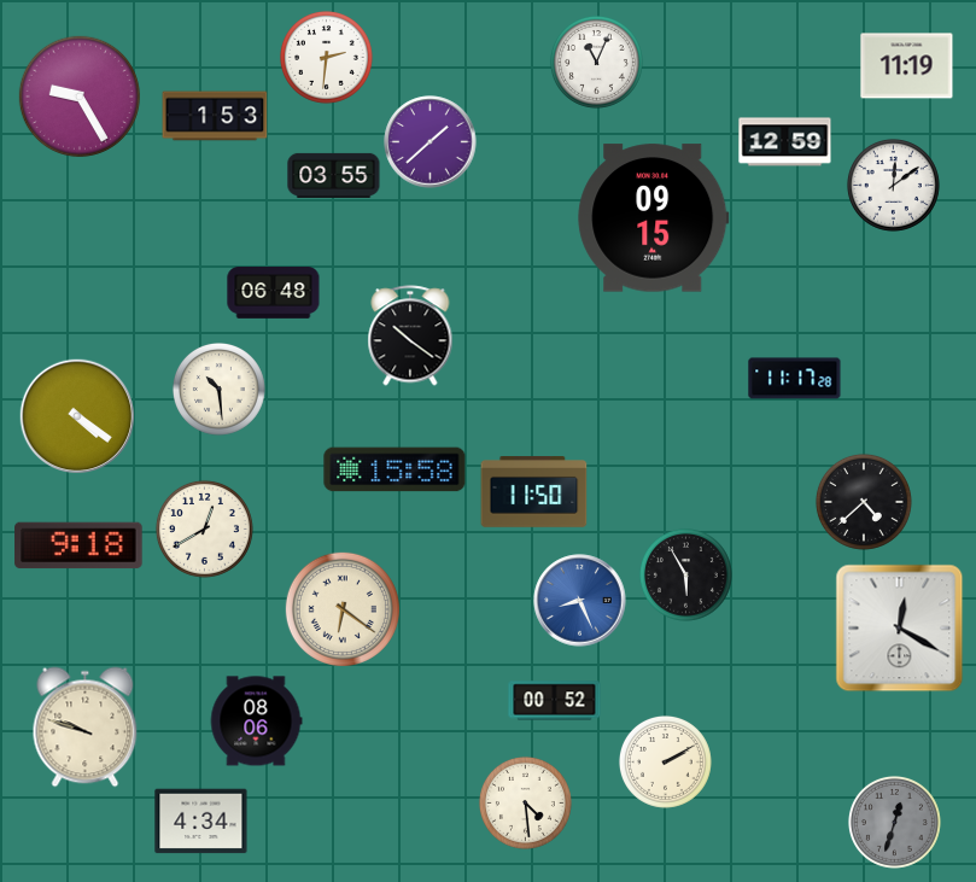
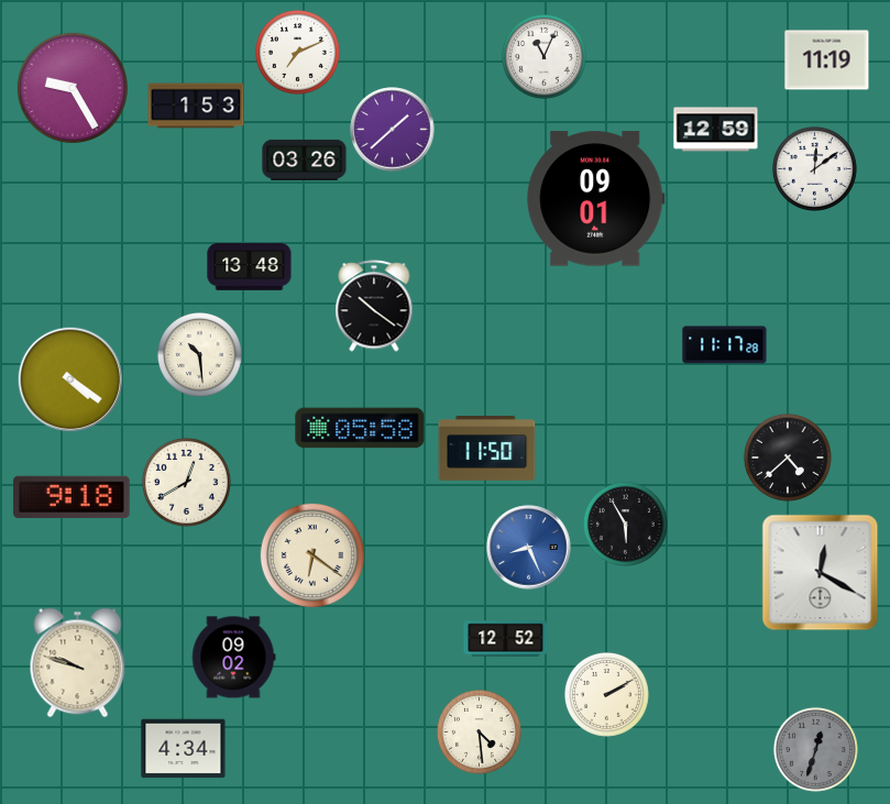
clock at (326, 57): 2:31 -> 7:11
clock at (334, 175): 03:55 -> 03:26
clock at (654, 218): 09:15 -> 09:01
clock at (274, 293): 06:48 -> 13:48
clock at (395, 469): 15:58 -> 05:58
clock at (555, 701): 00:52 -> 12:52
clock at (256, 722): 08:06 -> 09:02
